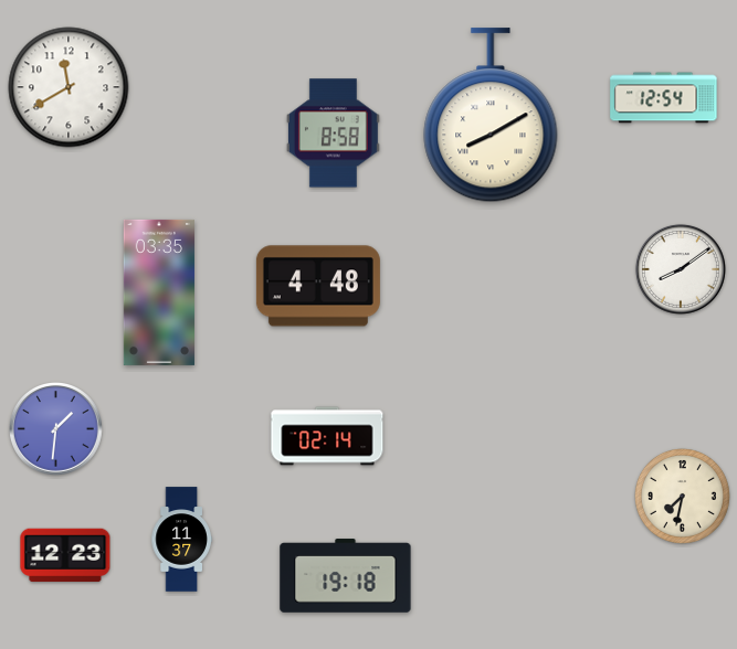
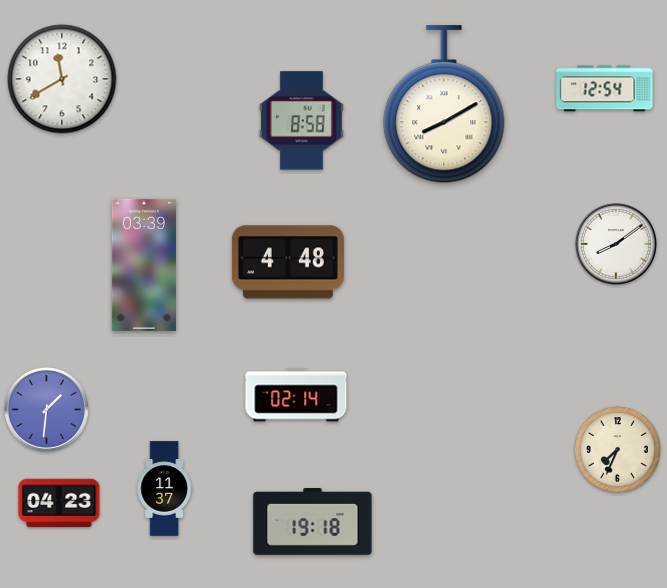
clock at (664, 98) position: (664, 98) -> (605, 89)
clock at (318, 286) position: (318, 286) -> (288, 262)
clock at (159, 292): 03:35 -> 03:39
clock at (56, 429) position: (56, 429) -> (47, 410)
clock at (682, 496): 7:32 -> 7:34
clock at (65, 555): 12:23 -> 04:23
